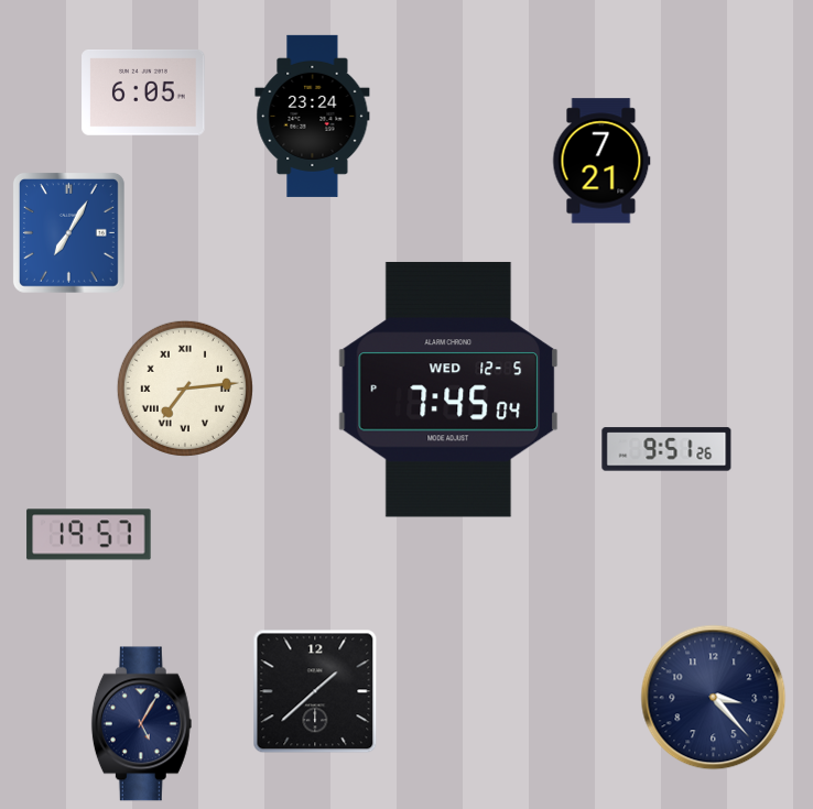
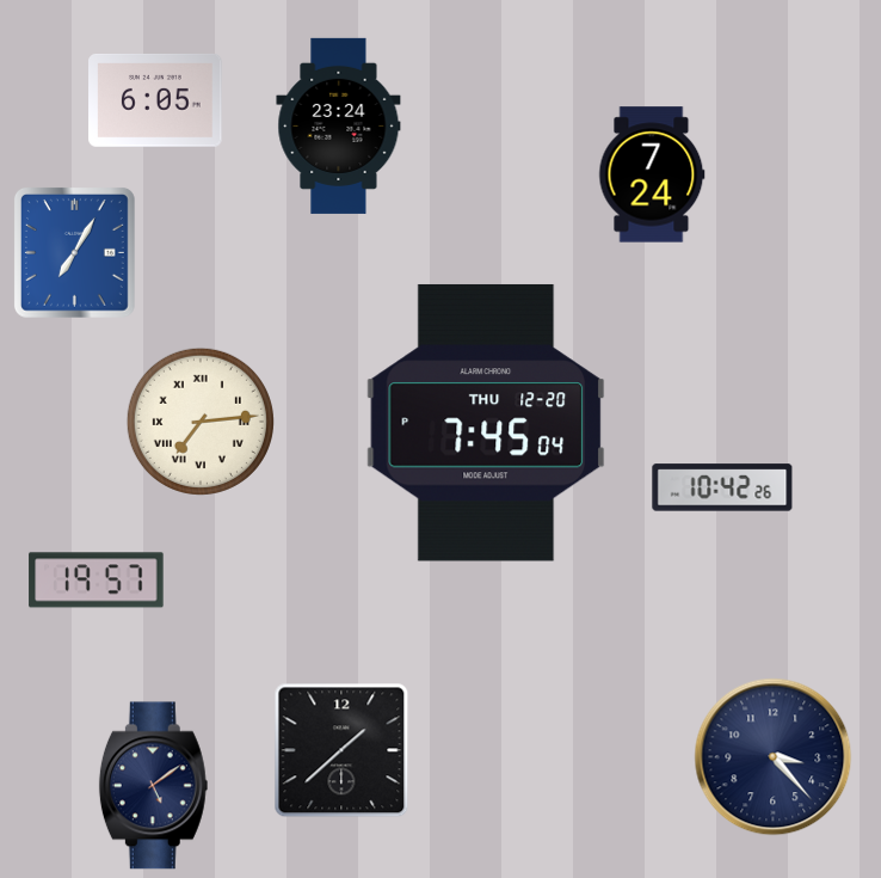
clock at (601, 161): 7:21 -> 7:24
clock at (448, 390) date: WED 12-5 -> THU 12-20
clock at (666, 449): 9:51 -> 10:42
clock at (141, 724): 5:05 -> 5:09
